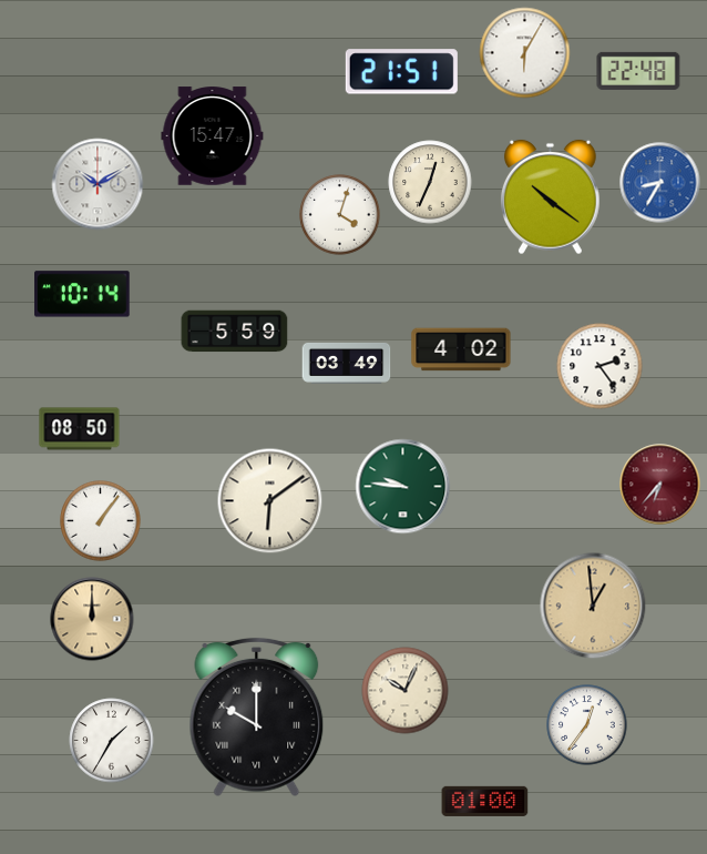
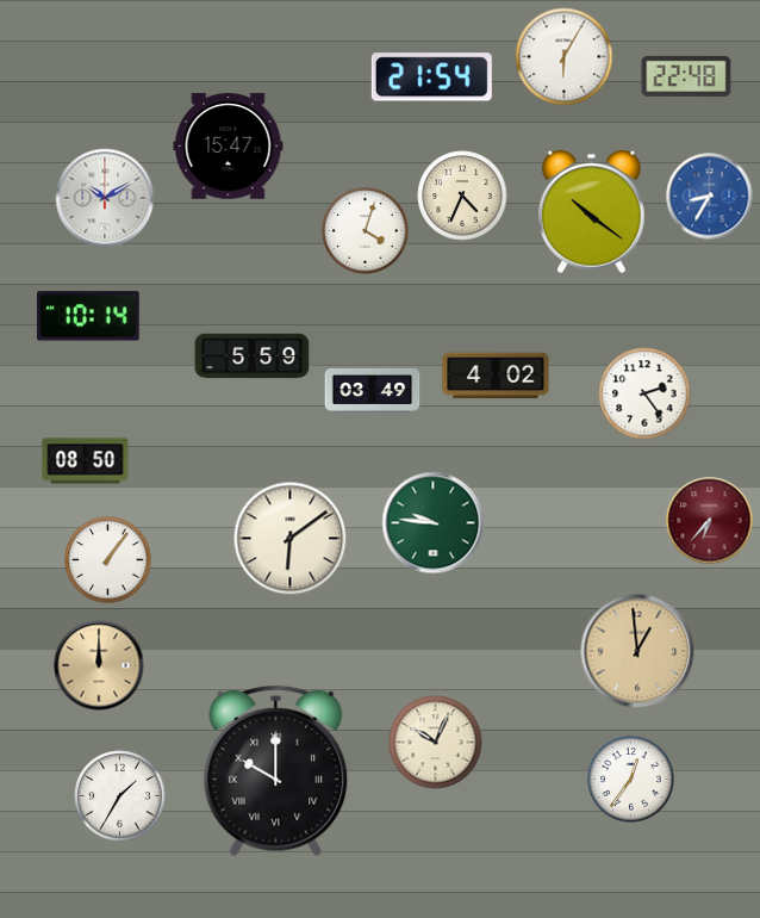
clock at (401, 72): 21:51 -> 21:54
clock at (430, 182): 12:34 -> 4:34
clock at (485, 801): 01:00 -> none
